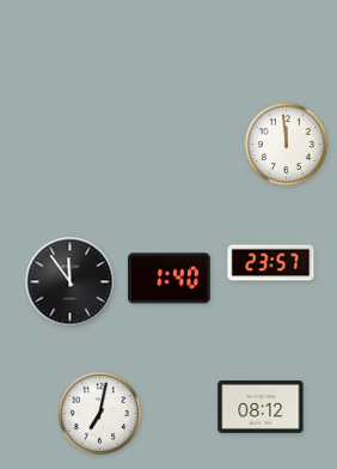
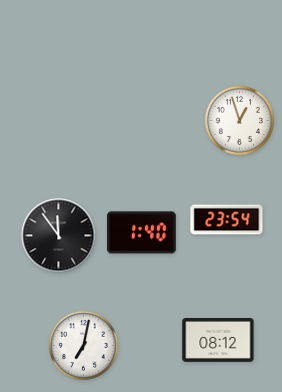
clock at (286, 144): 11:59 -> 12:57
clock at (271, 263): 23:57 -> 23:54
